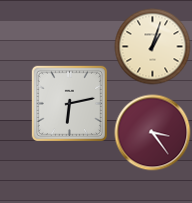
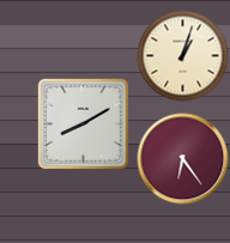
clock at (69, 103): 6:13 -> 8:10
clock at (153, 133): 3:24 -> 6:24
